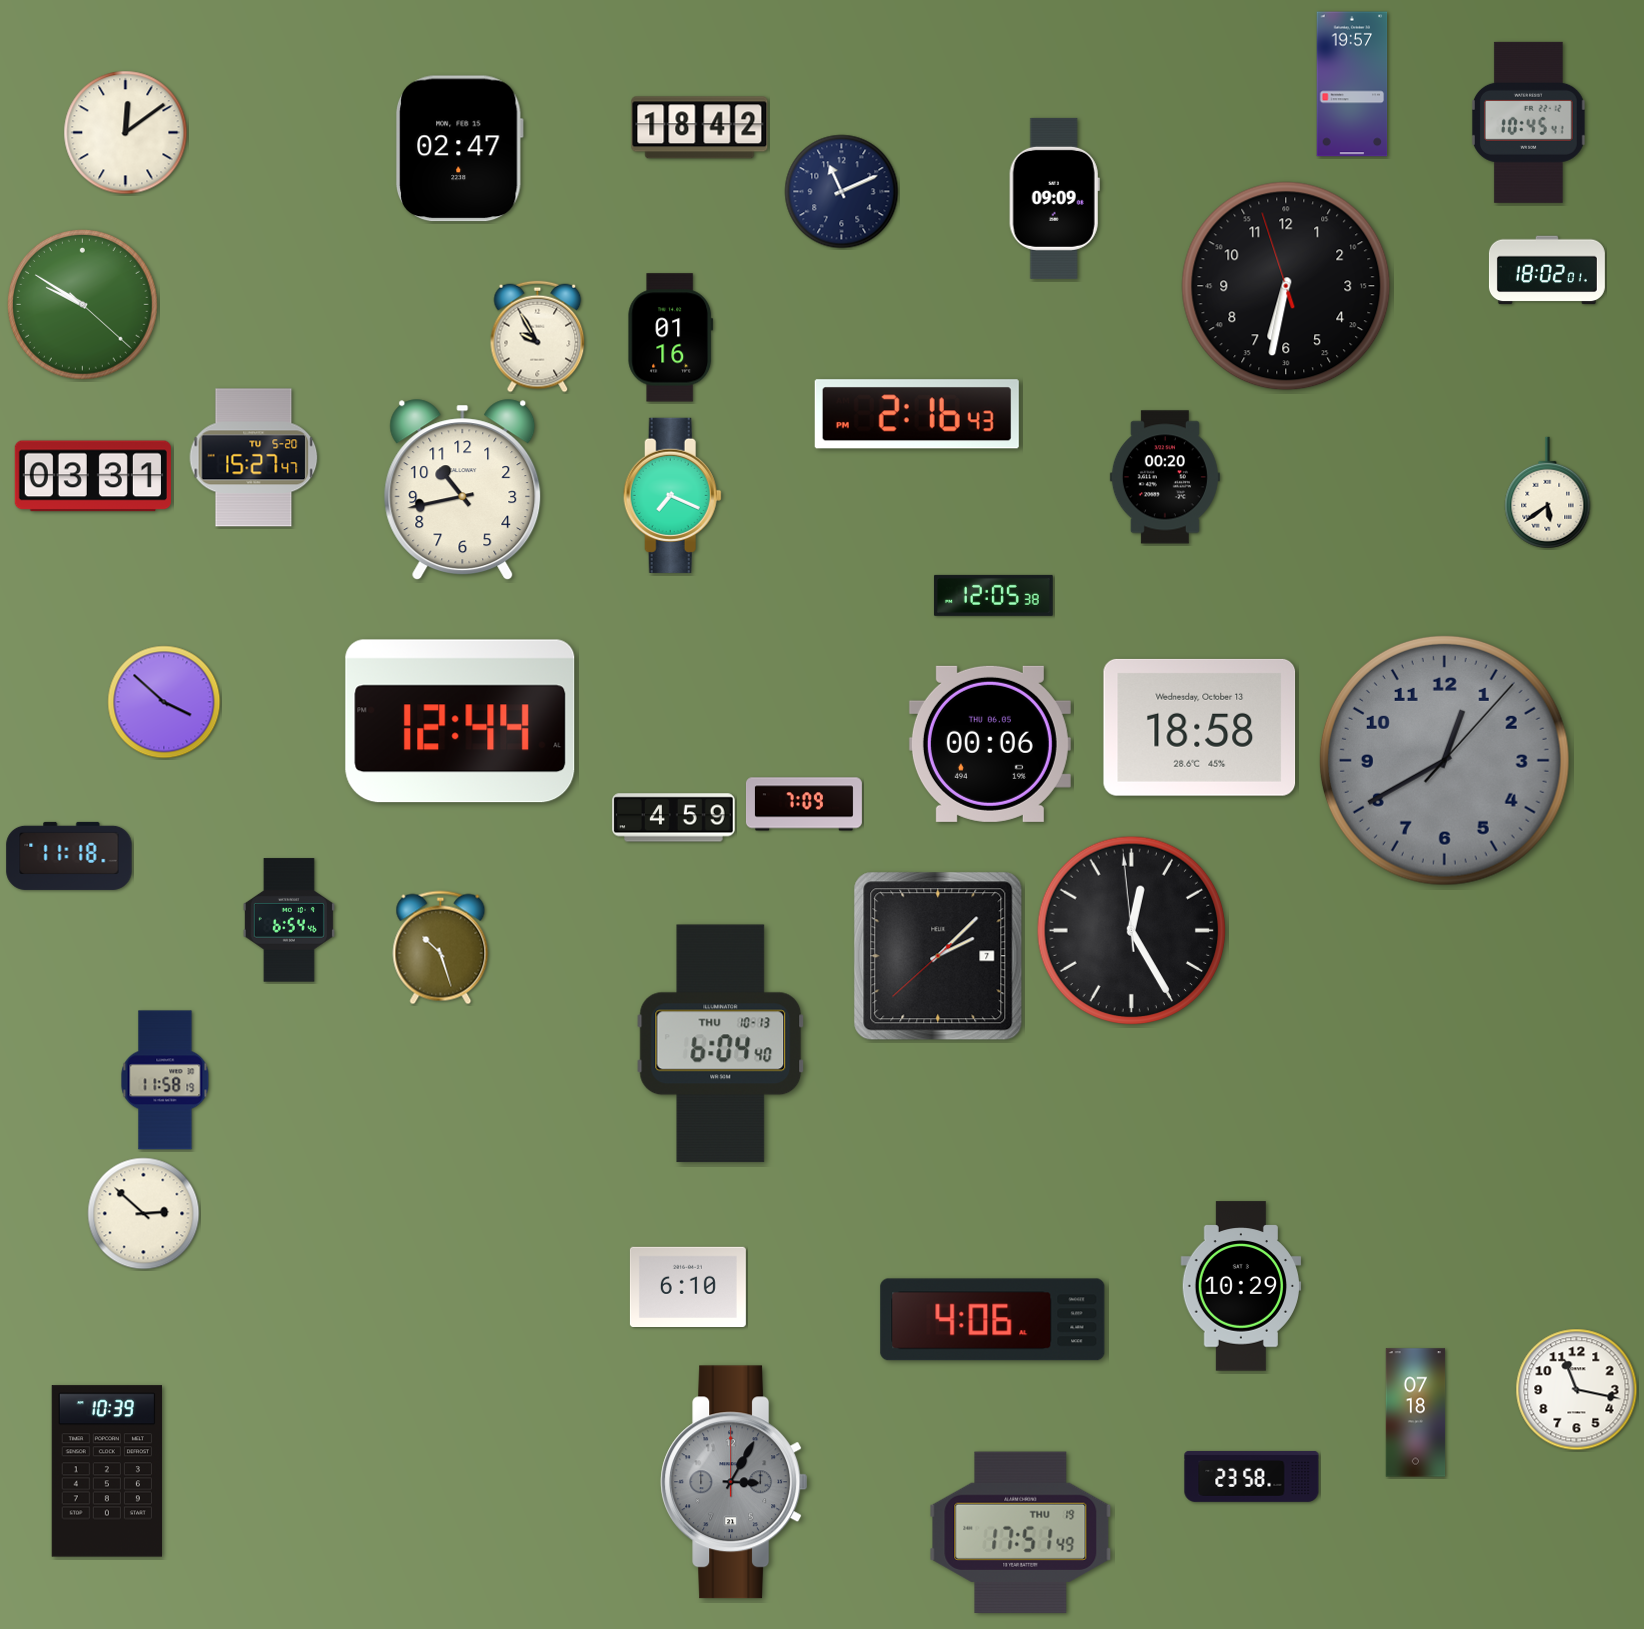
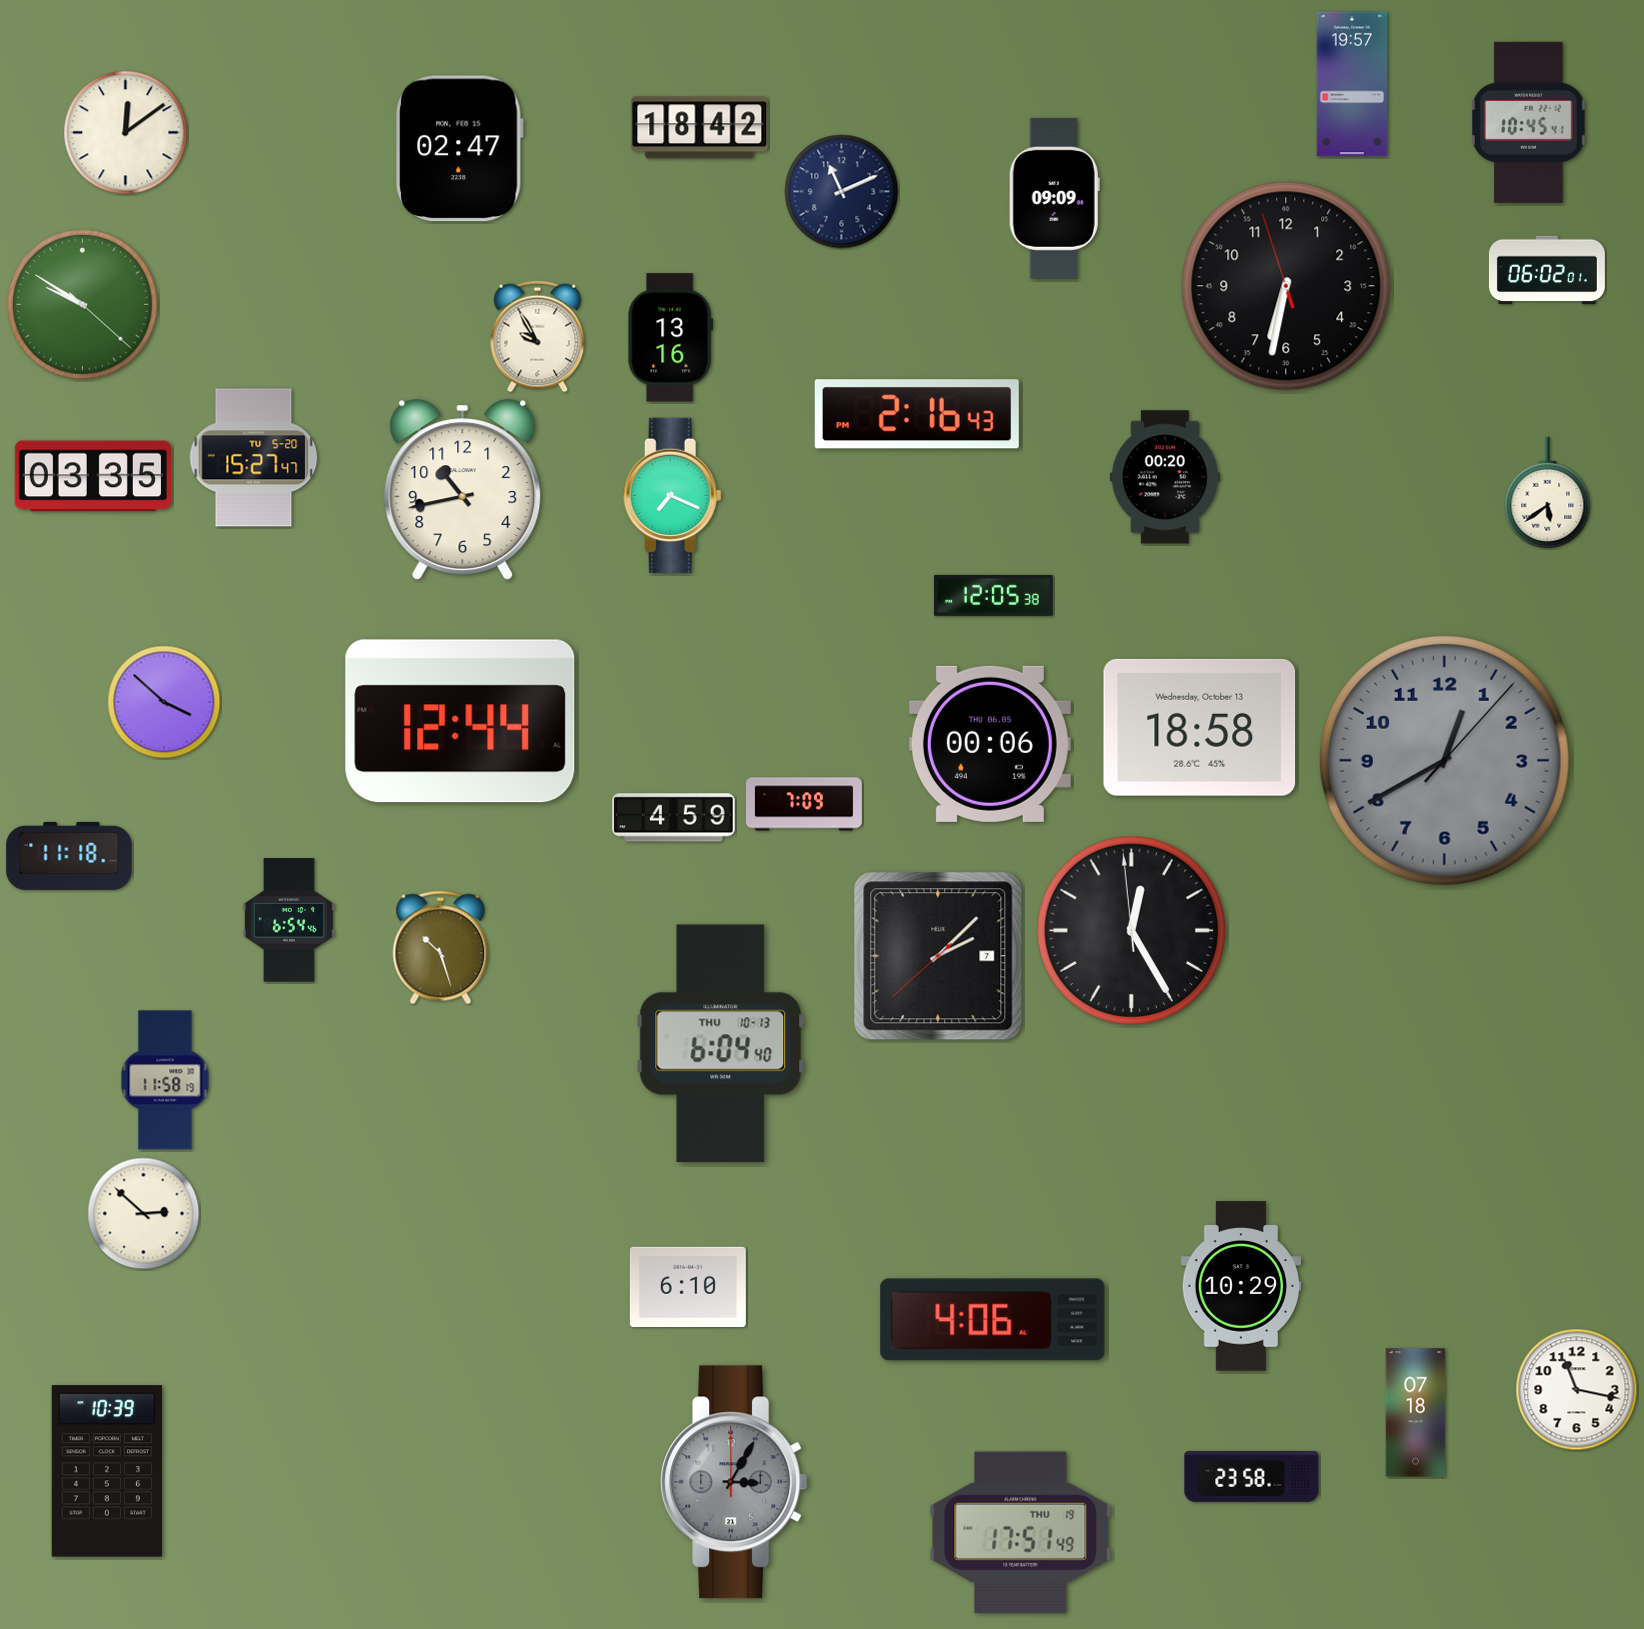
clock at (1547, 270): 18:02 -> 06:02
clock at (671, 338): 01:16 -> 13:16
clock at (93, 476): 03:31 -> 03:35
